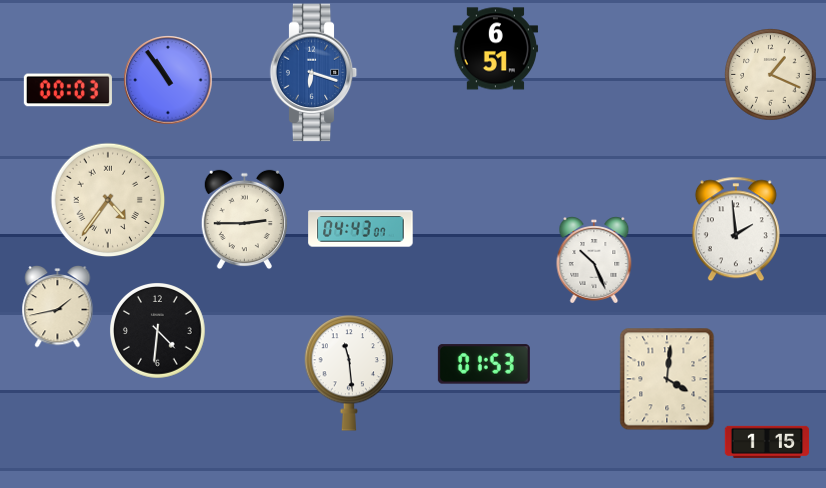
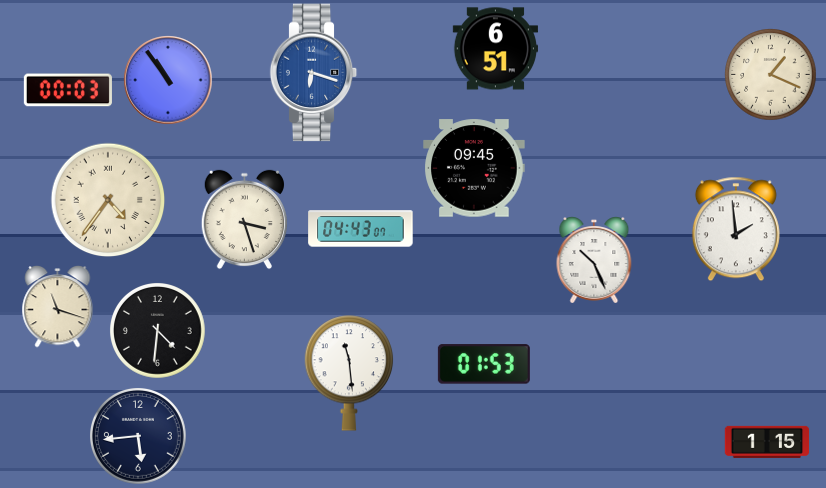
clock at (474, 168): none -> 09:45
clock at (244, 219): 2:45 -> 3:27
clock at (58, 307): 1:43 -> 11:18
clock at (667, 379): 4:01 -> none
clock at (138, 436): none -> 5:44
